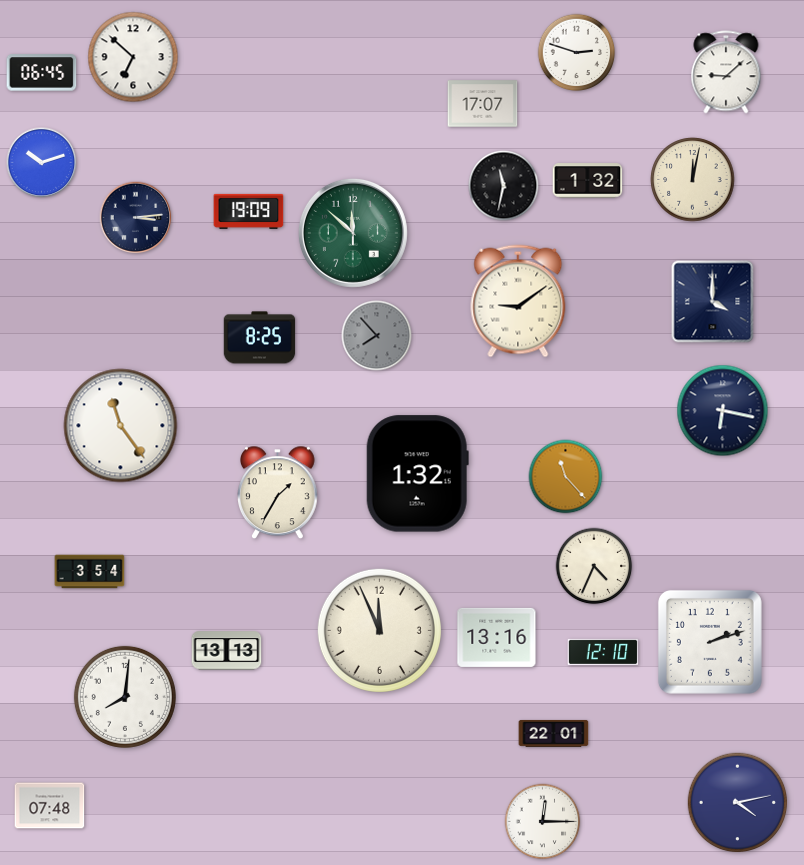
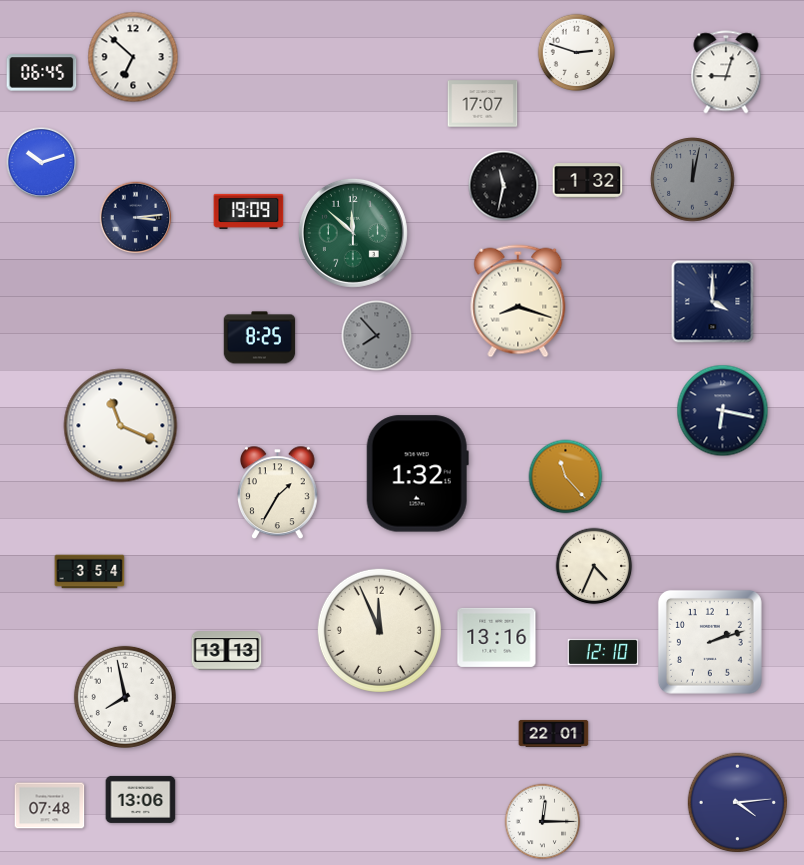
clock at (726, 72): 9:08 -> 9:03
clock at (693, 180) dial: cream -> grey
clock at (518, 301): 9:09 -> 8:18
clock at (121, 426): 11:24 -> 11:19
clock at (125, 697): 8:01 -> 7:58
clock at (141, 799): none -> 13:06
clock at (738, 803): 4:13 -> 4:14
